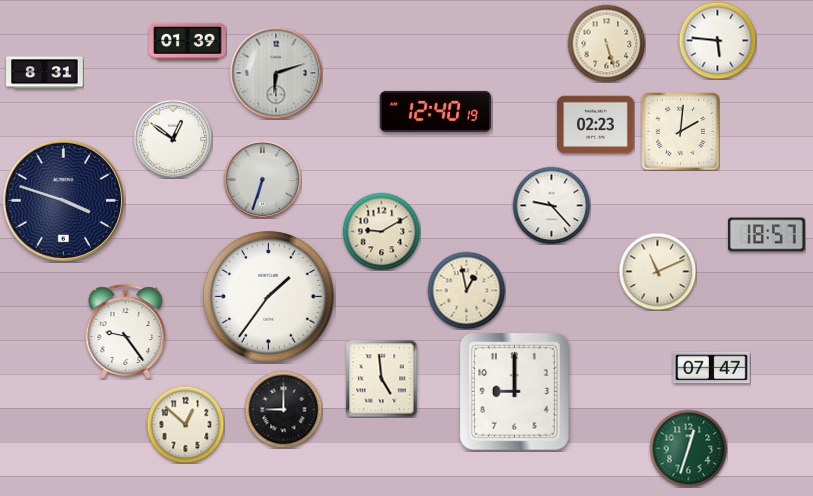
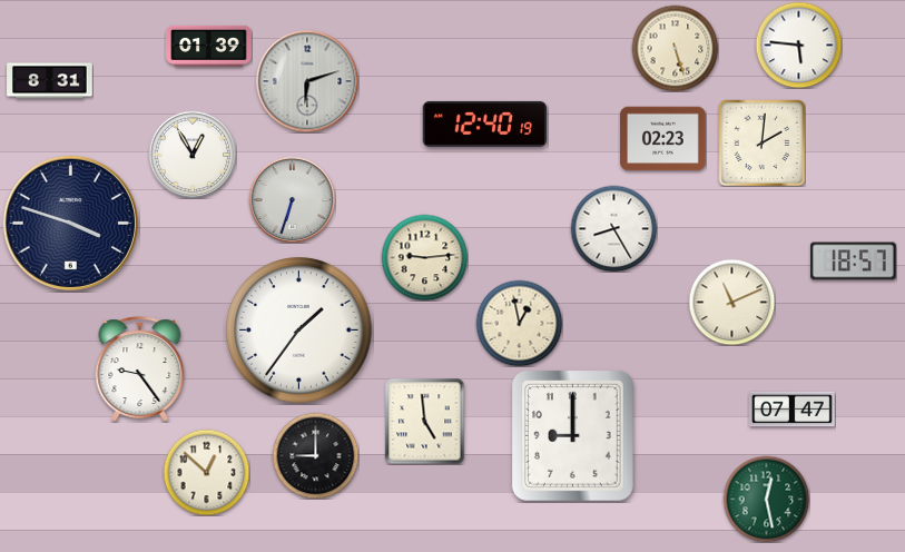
clock at (680, 131) position: (680, 131) -> (761, 142)
clock at (173, 139): 12:51 -> 12:55
clock at (551, 205): 9:23 -> 8:25
clock at (381, 231): 9:10 -> 9:14
clock at (688, 448): 12:33 -> 12:28
